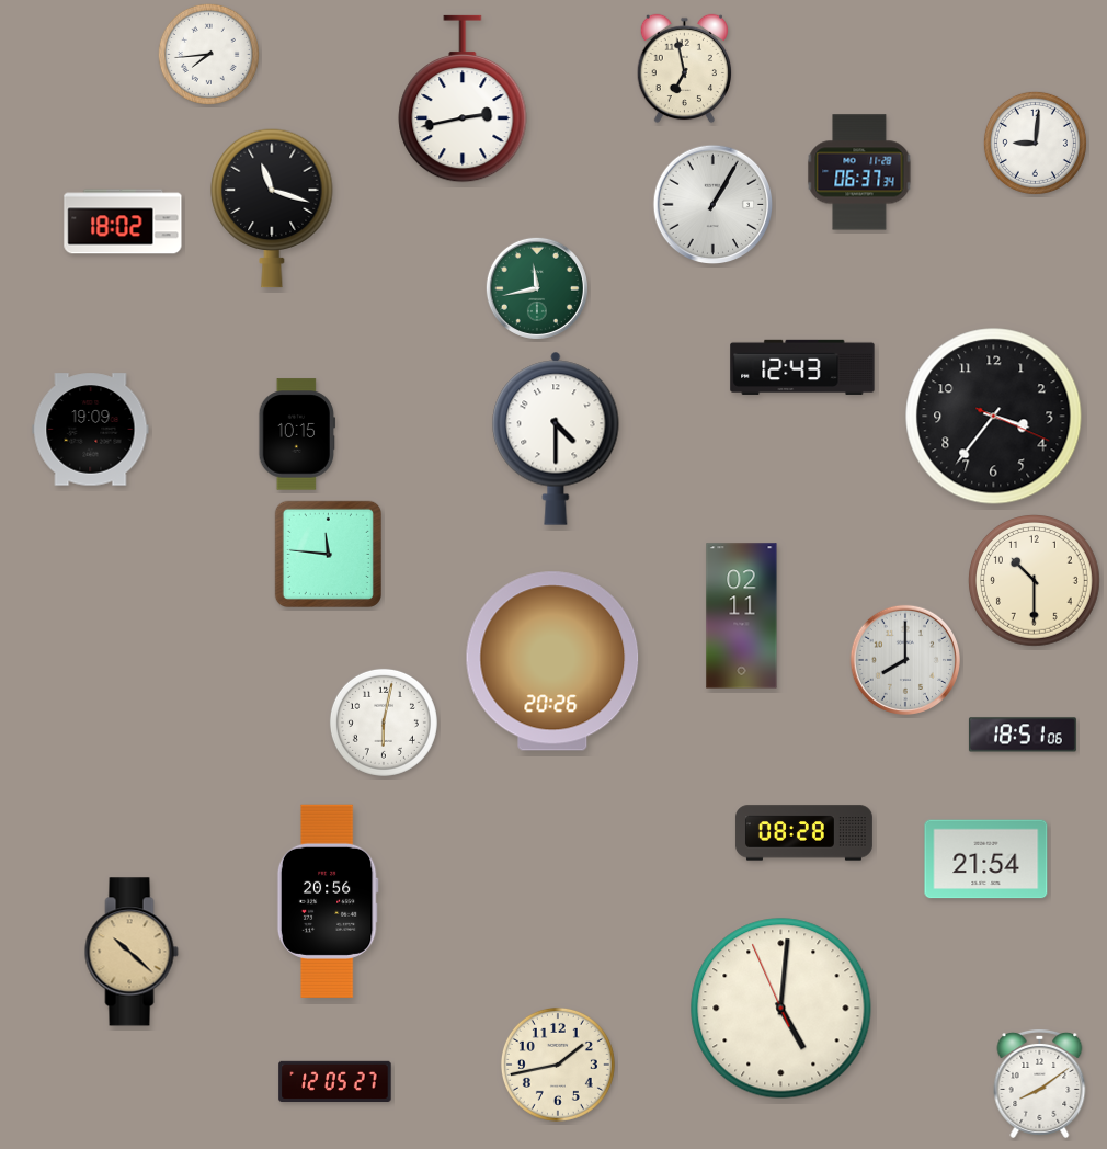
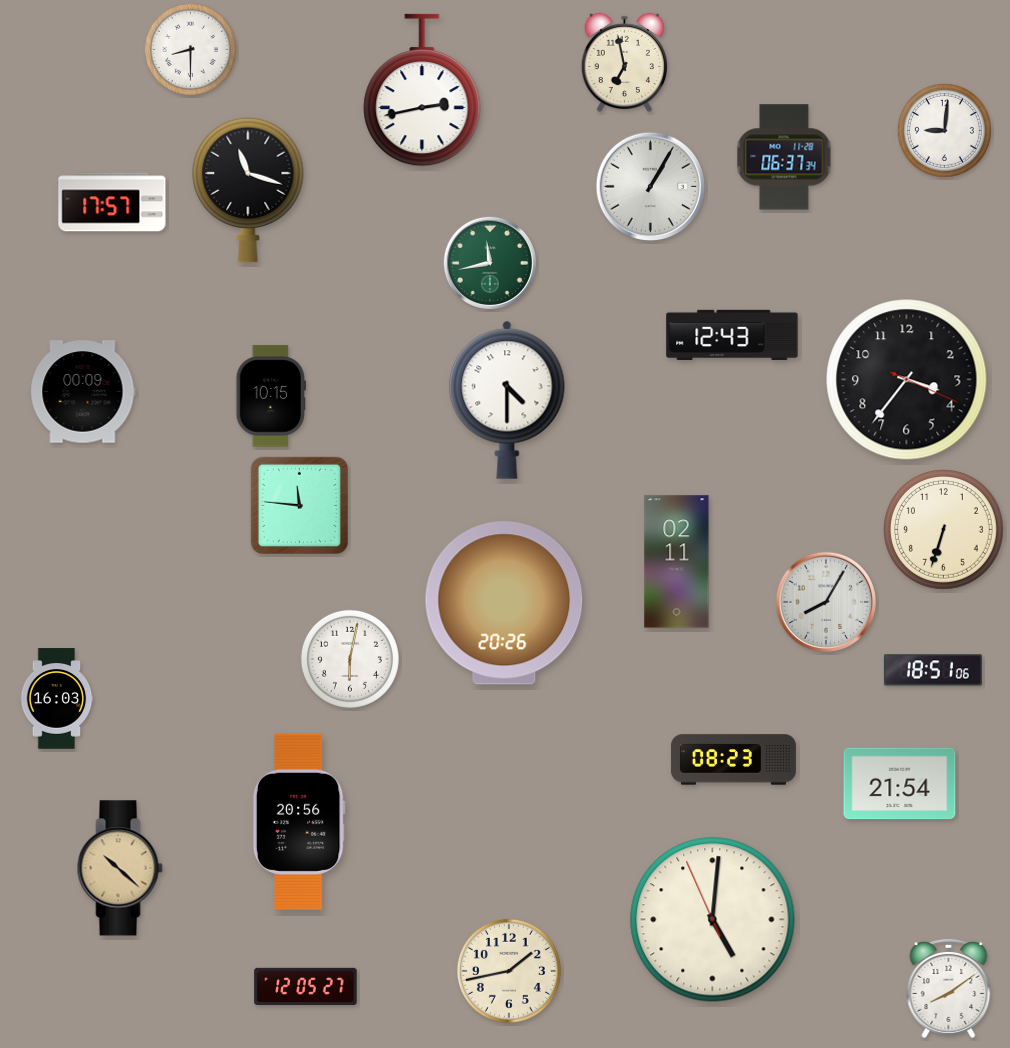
clock at (208, 54): 7:44 -> 8:30
clock at (123, 221): 18:02 -> 17:57
clock at (91, 430): 19:09 -> 00:09
clock at (1035, 581): 10:30 -> 6:33
clock at (904, 659): 8:00 -> 8:05
clock at (57, 699): none -> 16:03
clock at (803, 833): 08:28 -> 08:23
